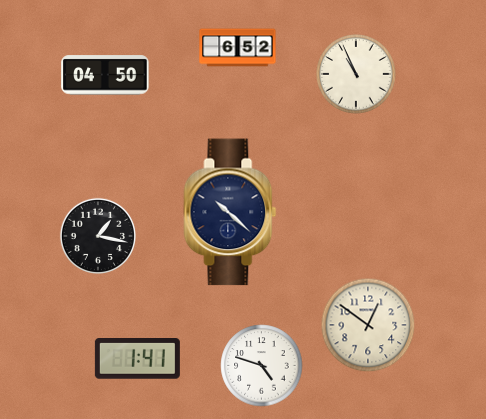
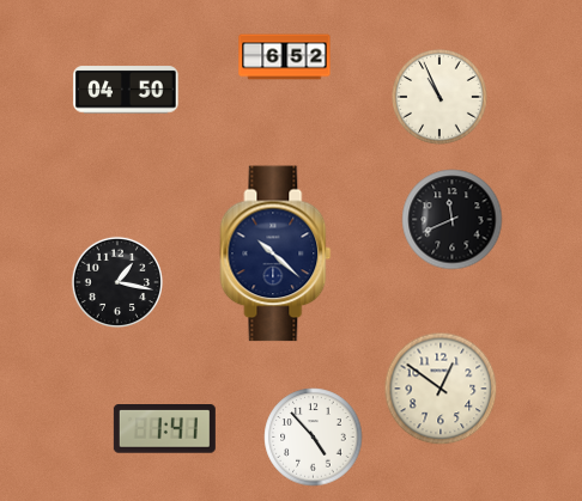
clock at (357, 75) position: (357, 75) -> (441, 98)
clock at (453, 220): none -> 11:41
clock at (262, 366): 4:48 -> 4:53
